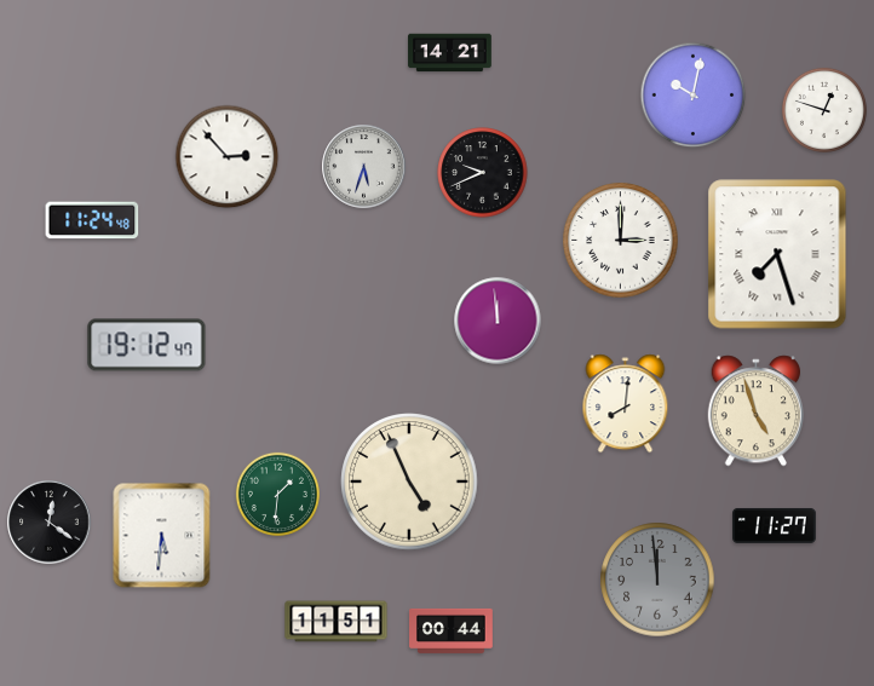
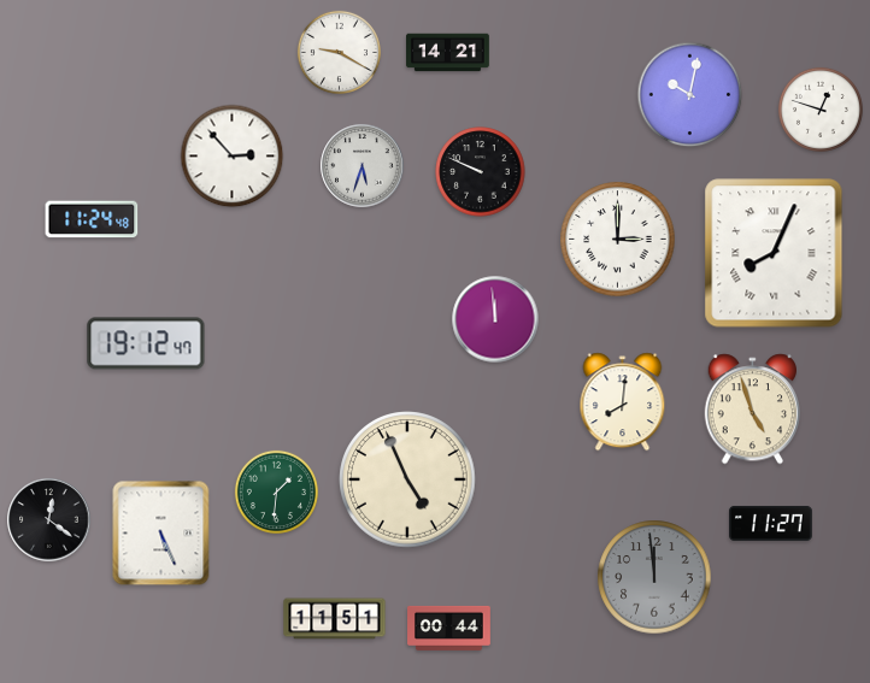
clock at (339, 52): none -> 9:20
clock at (228, 157) position: (228, 157) -> (233, 157)
clock at (483, 173): 9:41 -> 9:49
clock at (777, 254): 7:27 -> 8:04
clock at (162, 536): 5:31 -> 5:26
